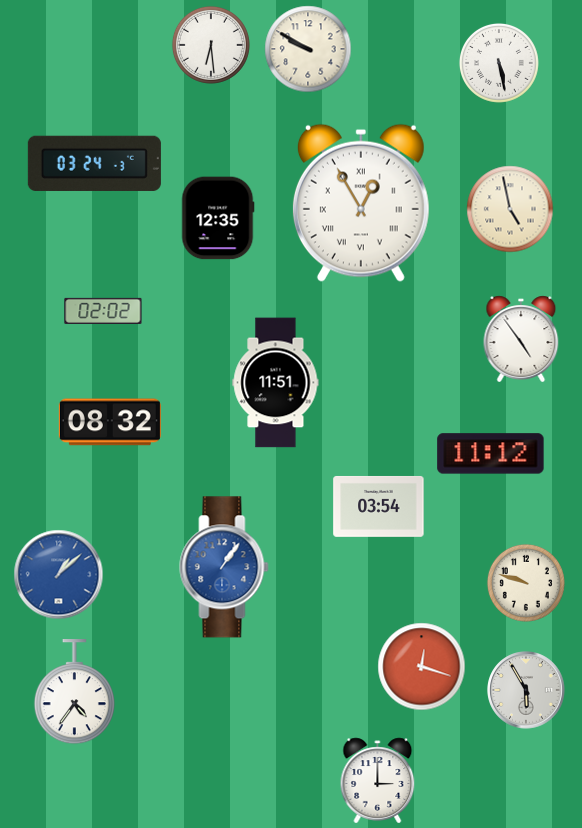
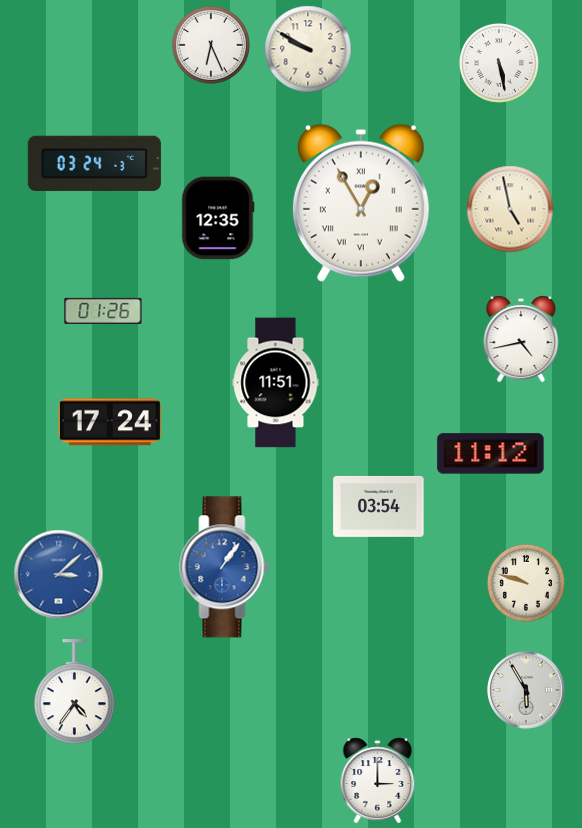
clock at (211, 45): 6:29 -> 6:26
clock at (103, 311): 02:02 -> 01:26
clock at (521, 339): 4:54 -> 4:43
clock at (110, 422): 08:32 -> 17:24
clock at (59, 575): 1:08 -> 3:08
clock at (422, 667): 12:18 -> none
